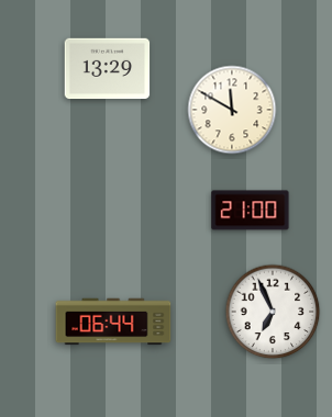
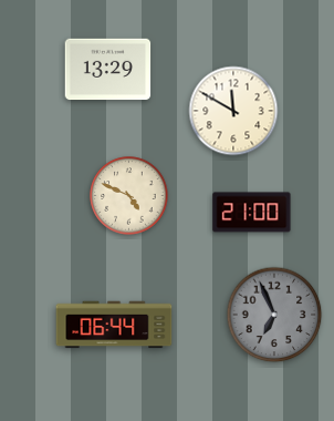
clock at (129, 196): none -> 4:49
clock at (273, 312) dial: white -> grey
